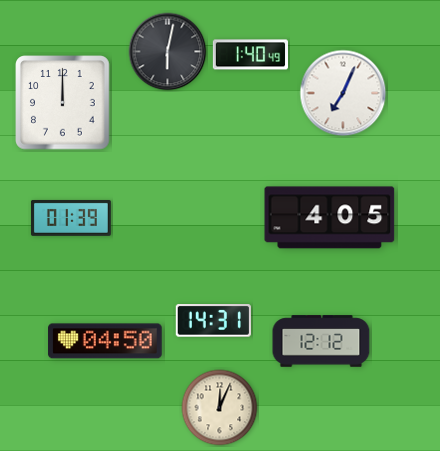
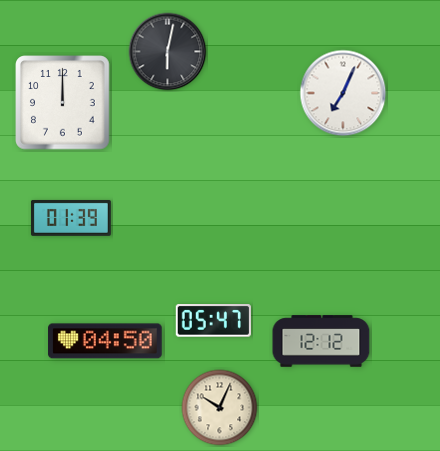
clock at (250, 55): 1:40 -> none
clock at (330, 218): 4:05 -> none
clock at (213, 321): 14:31 -> 05:47
clock at (220, 408): 12:04 -> 10:04
